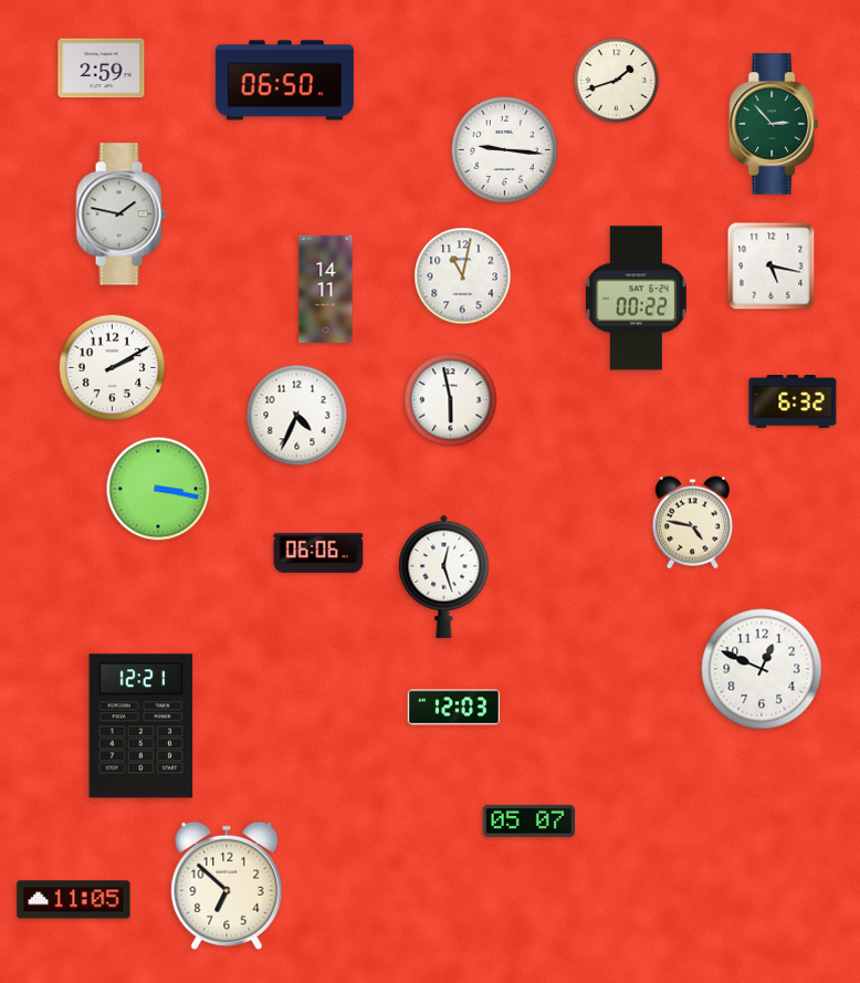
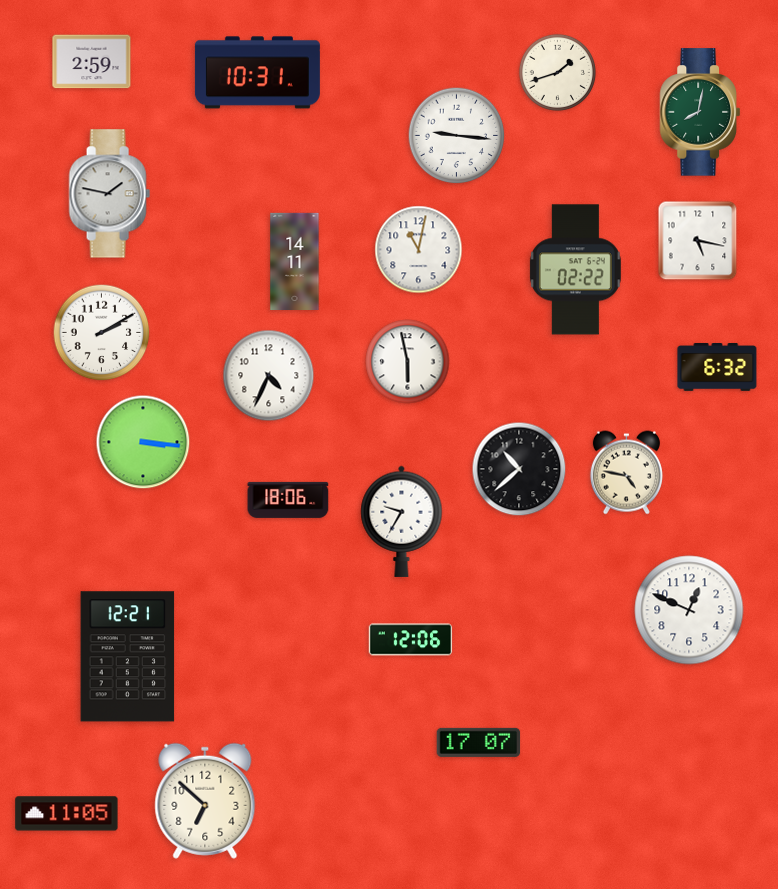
clock at (284, 81): 06:50 -> 10:31
clock at (774, 124): 2:53 -> 8:02
clock at (636, 299): 00:22 -> 02:22
clock at (793, 402) position: (793, 402) -> (717, 368)
clock at (158, 489): 3:17 -> 3:16
clock at (519, 469): none -> 10:38
clock at (318, 553): 06:06 -> 18:06
clock at (444, 576): 12:27 -> 9:35
clock at (762, 669) position: (762, 669) -> (689, 610)
clock at (454, 708): 12:03 -> 12:06
clock at (529, 820): 05:07 -> 17:07
